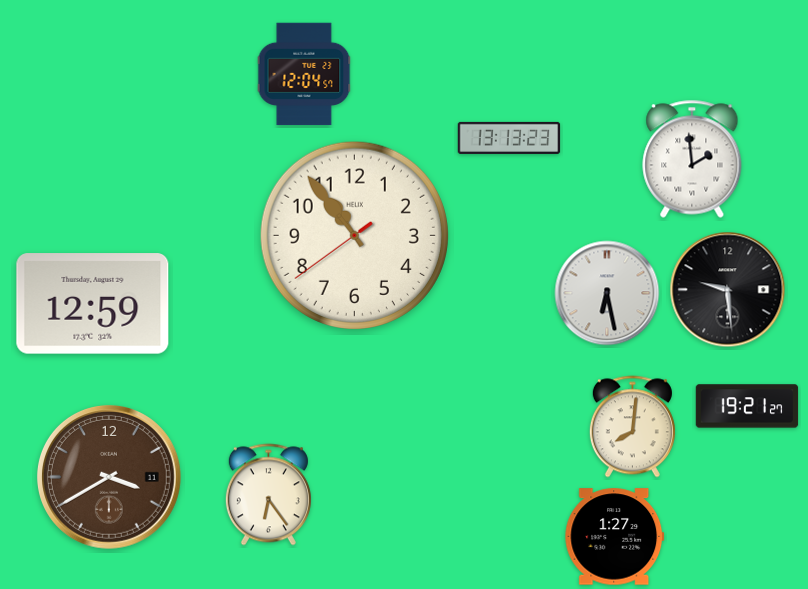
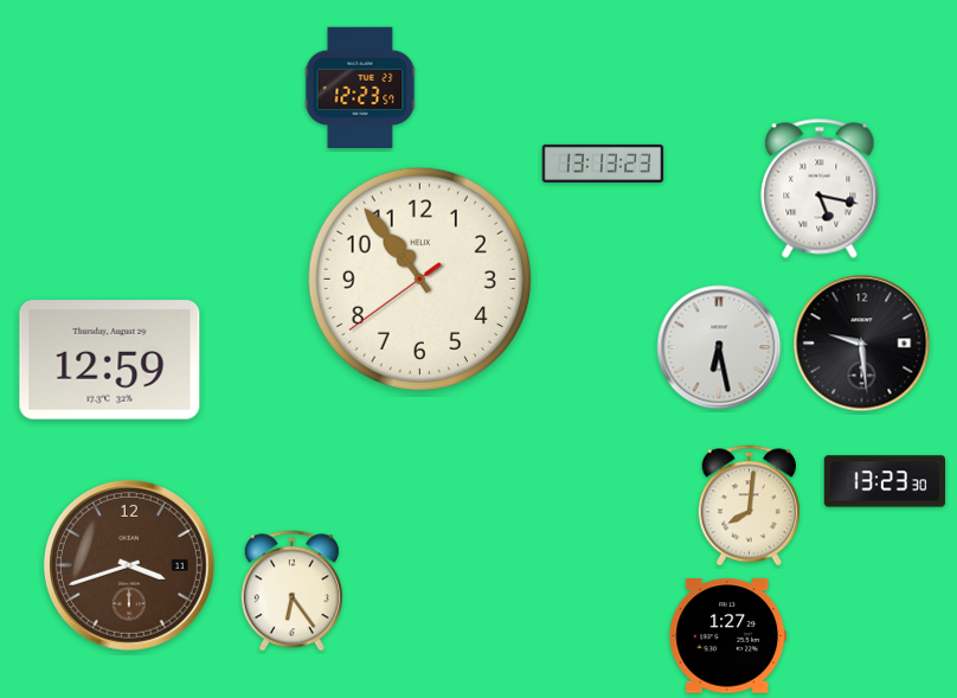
clock at (304, 74): 12:04 -> 12:23
clock at (692, 159): 1:59 -> 5:17
clock at (747, 406): 19:21 -> 13:23
clock at (109, 477): 3:40 -> 3:42
clock at (268, 495) position: (268, 495) -> (291, 591)
